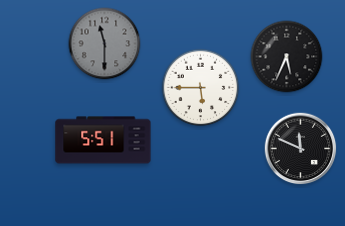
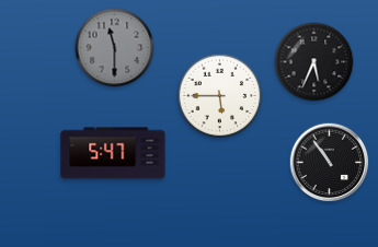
clock at (103, 140): 5:51 -> 5:47
clock at (301, 149): 11:49 -> 10:54
